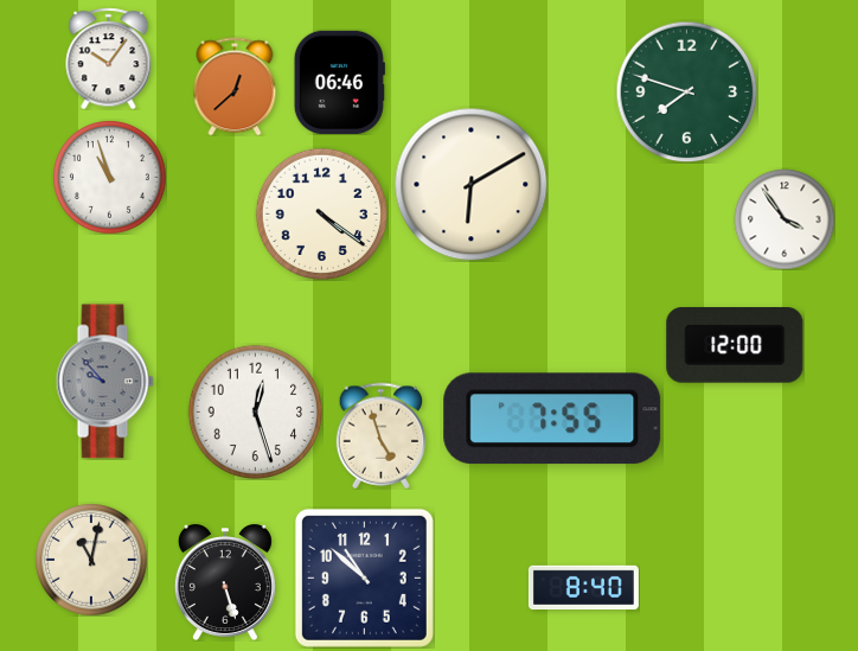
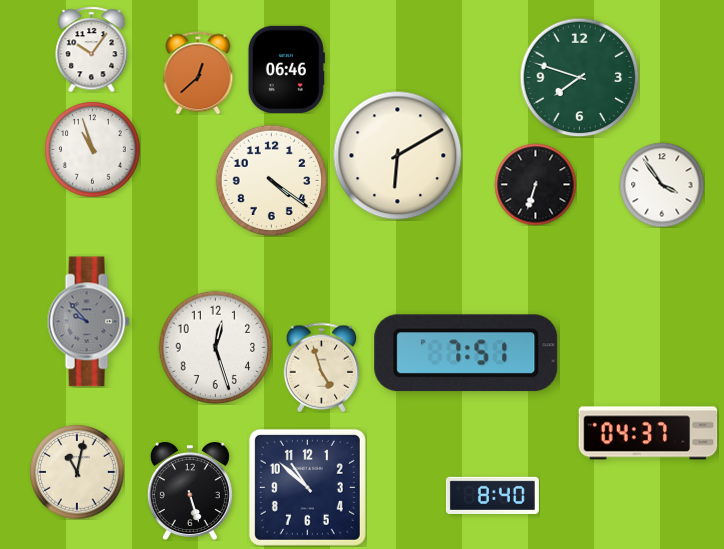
clock at (535, 184): none -> 6:33
clock at (735, 346): 12:00 -> none
clock at (552, 419): 7:55 -> 7:51
clock at (648, 433): none -> 04:37
